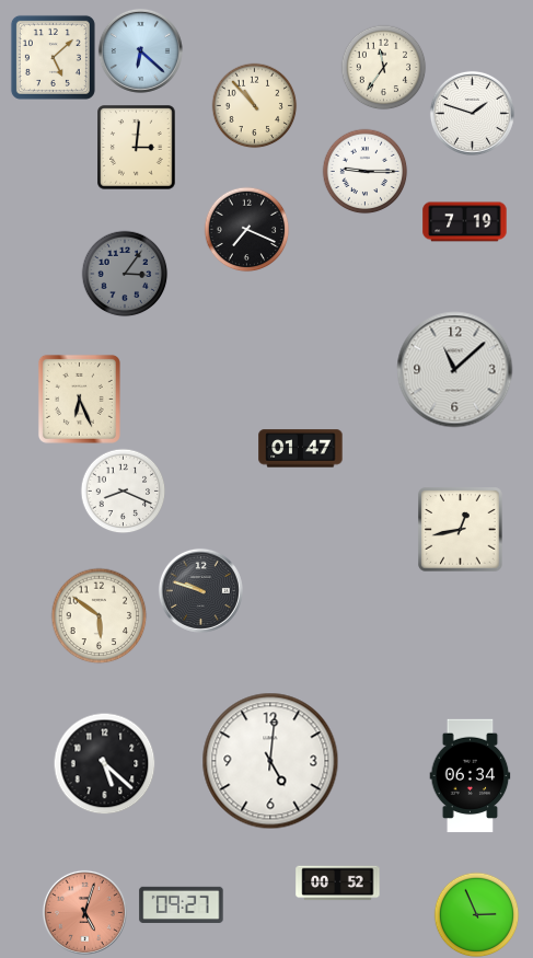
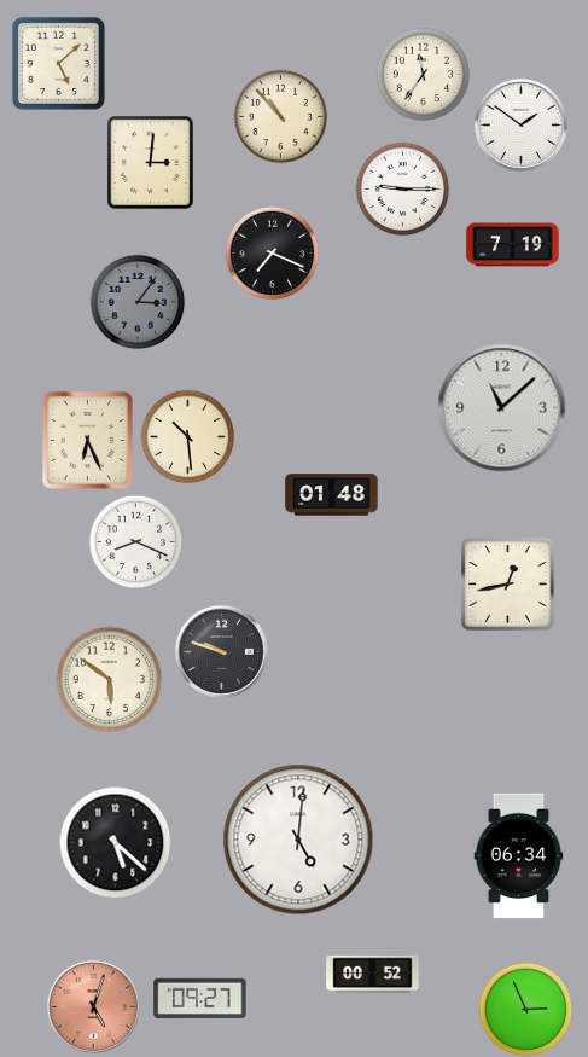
clock at (140, 50): 6:22 -> none
clock at (472, 113): 1:48 -> 1:51
clock at (187, 436): none -> 10:29
clock at (301, 449): 01:47 -> 01:48
